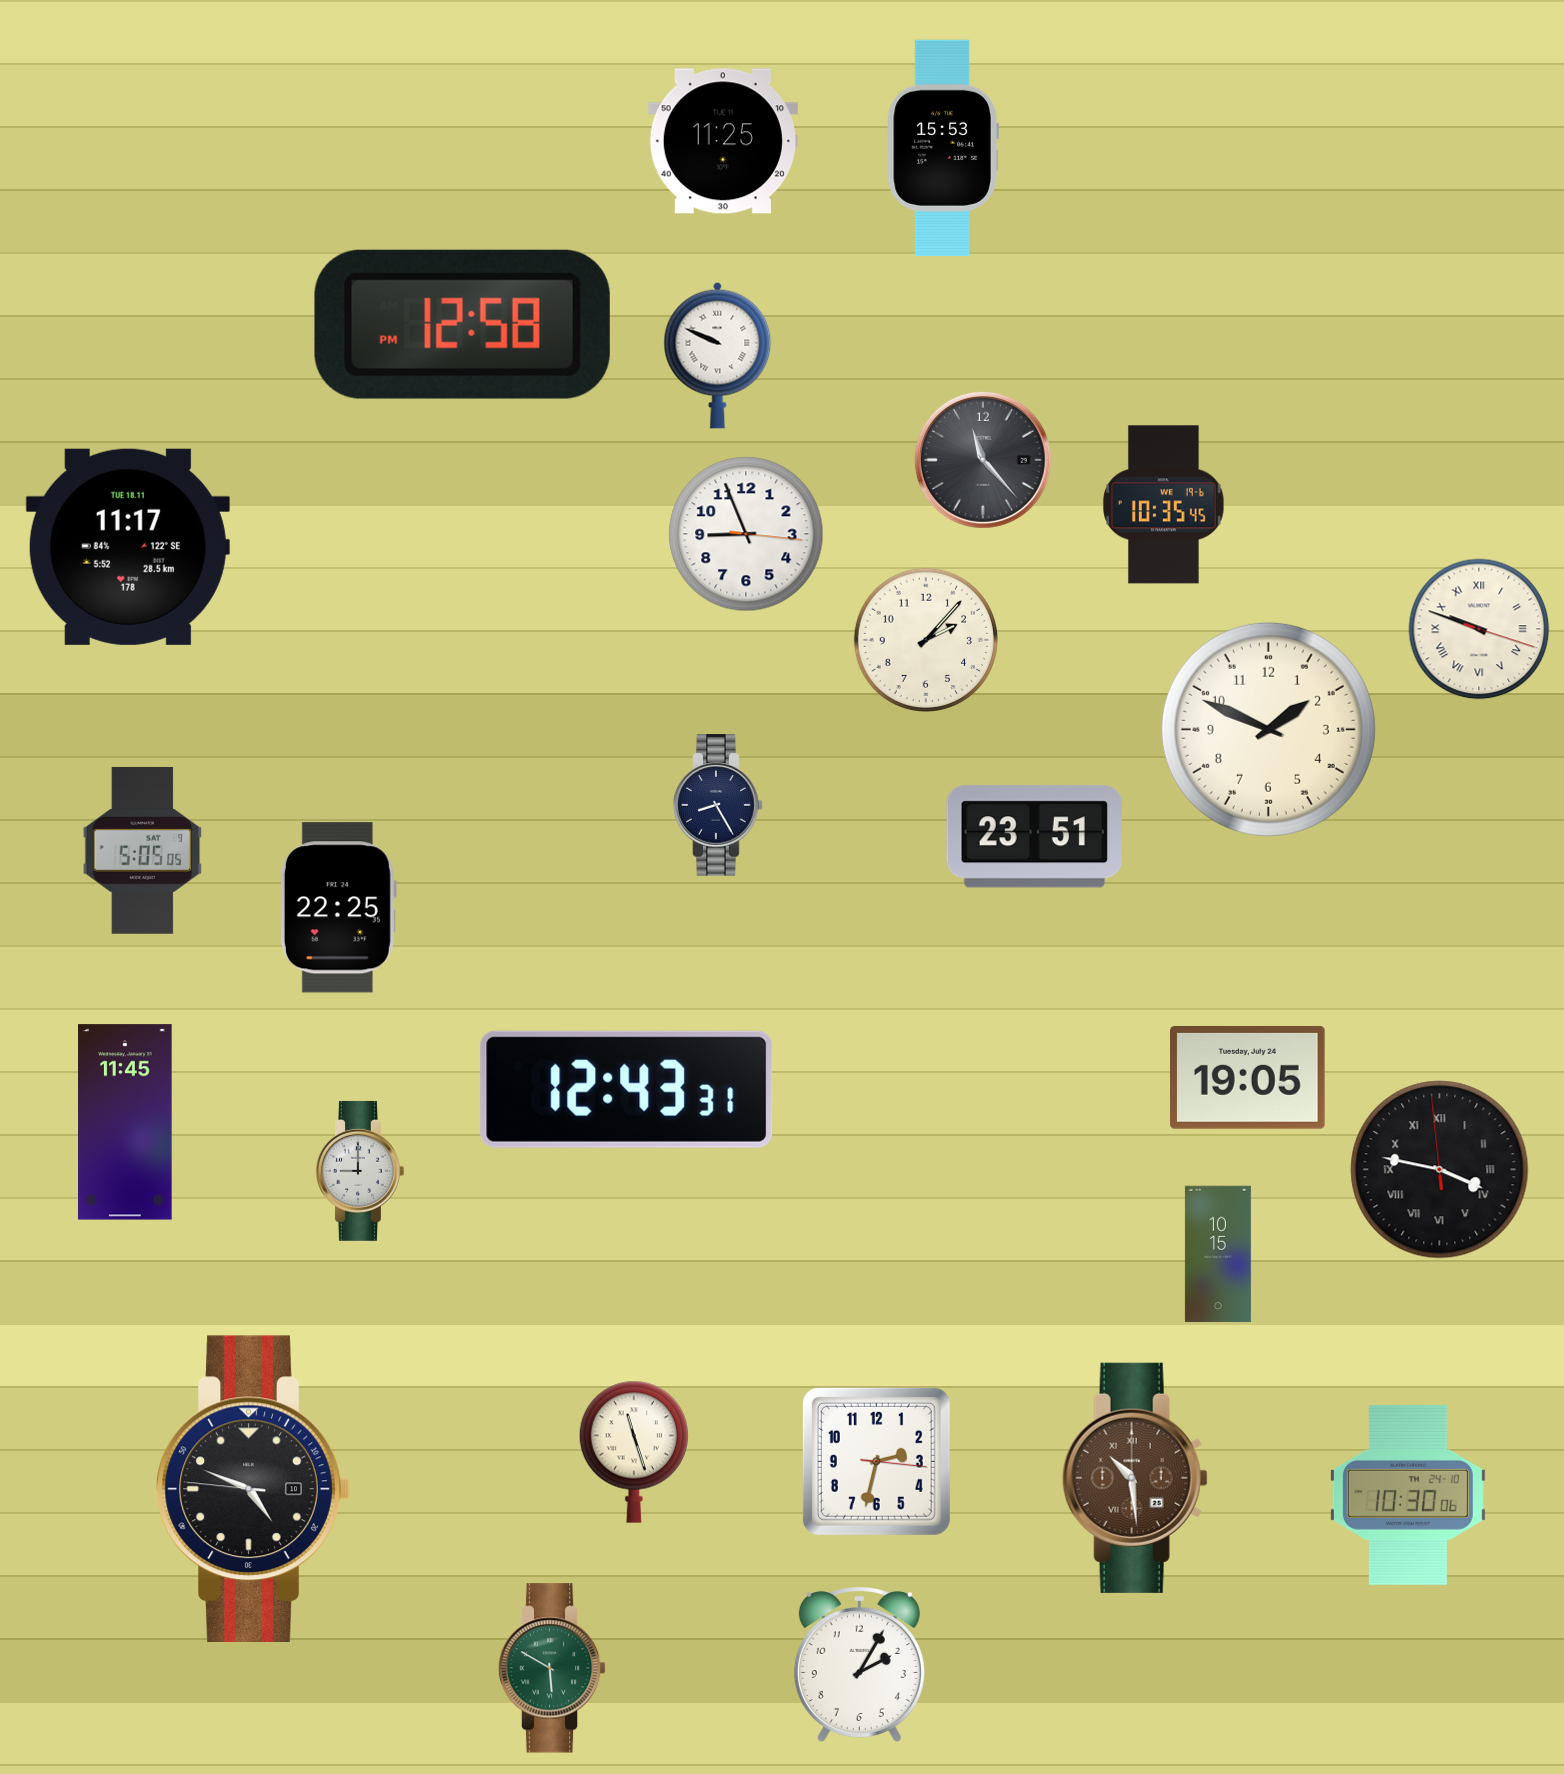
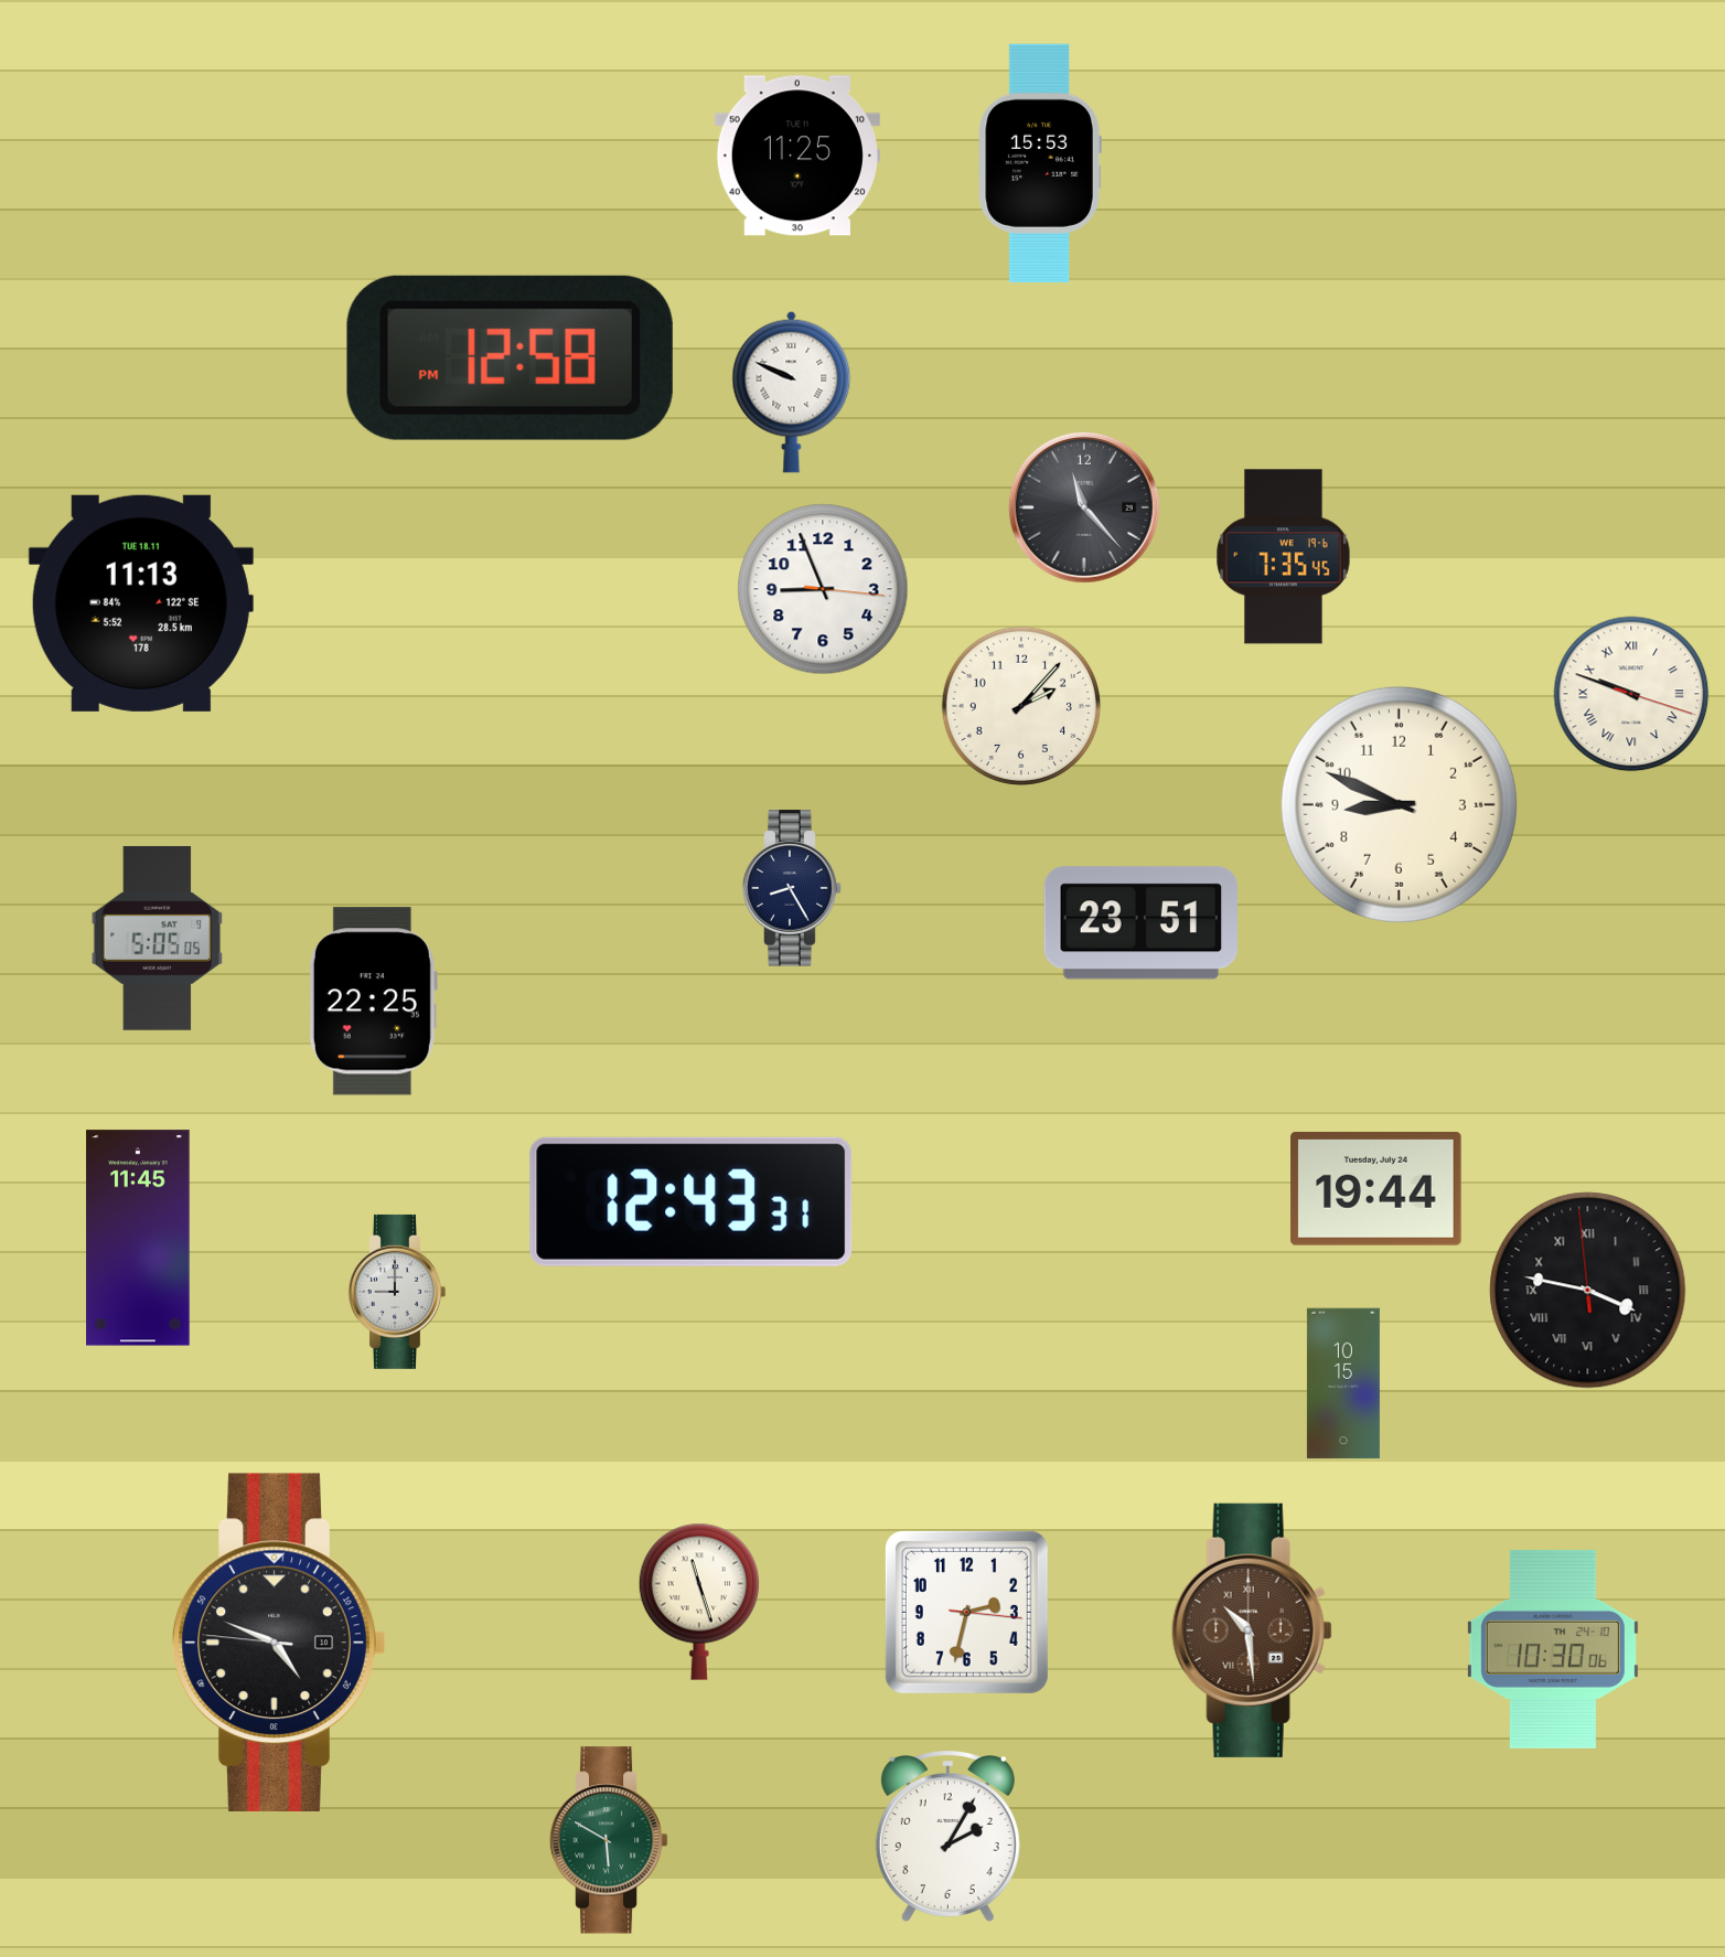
clock at (1164, 505): 10:35 -> 7:35
clock at (128, 547): 11:17 -> 11:13
clock at (1268, 729): 1:49 -> 8:49
clock at (1248, 1077): 19:05 -> 19:44
